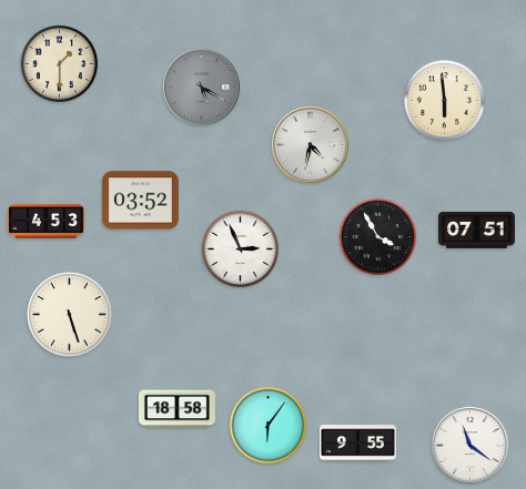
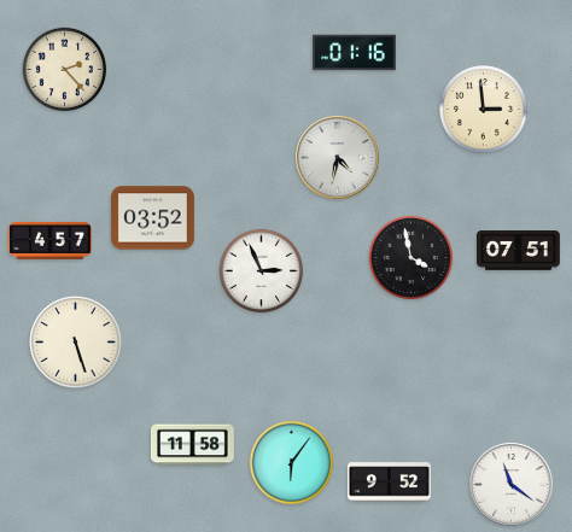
clock at (354, 53): none -> 01:16
clock at (60, 64): 1:30 -> 2:23
clock at (202, 88): 5:20 -> none
clock at (445, 101): 5:59 -> 2:59
clock at (47, 221): 4:53 -> 4:57
clock at (378, 237): 3:55 -> 3:58
clock at (176, 409): 18:58 -> 11:58
clock at (357, 444): 9:55 -> 9:52
